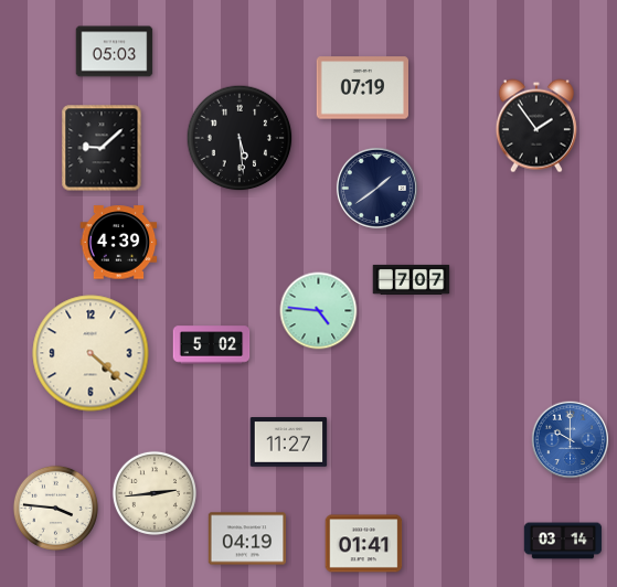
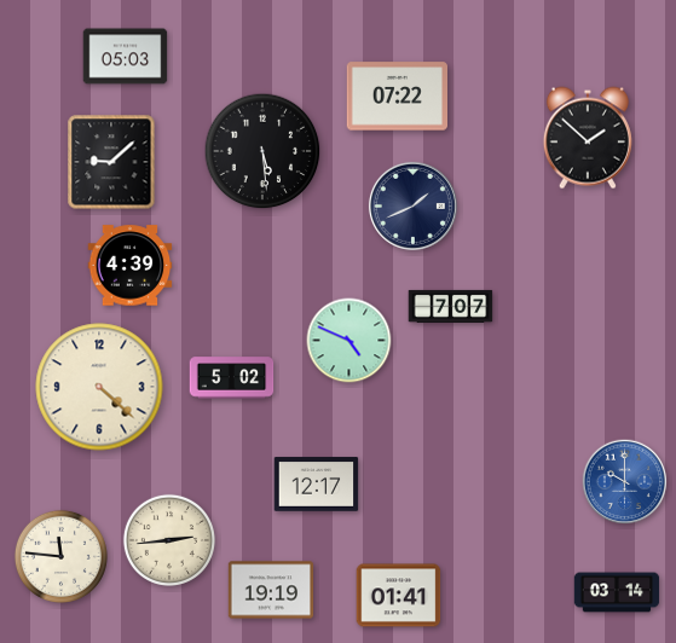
clock at (363, 88): 07:19 -> 07:22
clock at (536, 126): 1:54 -> 1:52
clock at (376, 188): 1:39 -> 1:41
clock at (319, 311): 4:46 -> 4:49
clock at (289, 442): 11:27 -> 12:17
clock at (55, 508): 3:46 -> 11:46
clock at (247, 538): 04:19 -> 19:19
